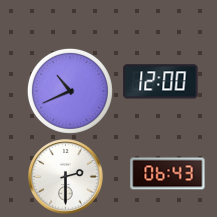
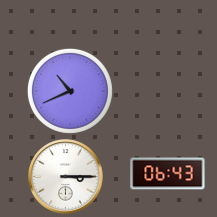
clock at (161, 82): 12:00 -> none
clock at (66, 177): 2:30 -> 3:15
